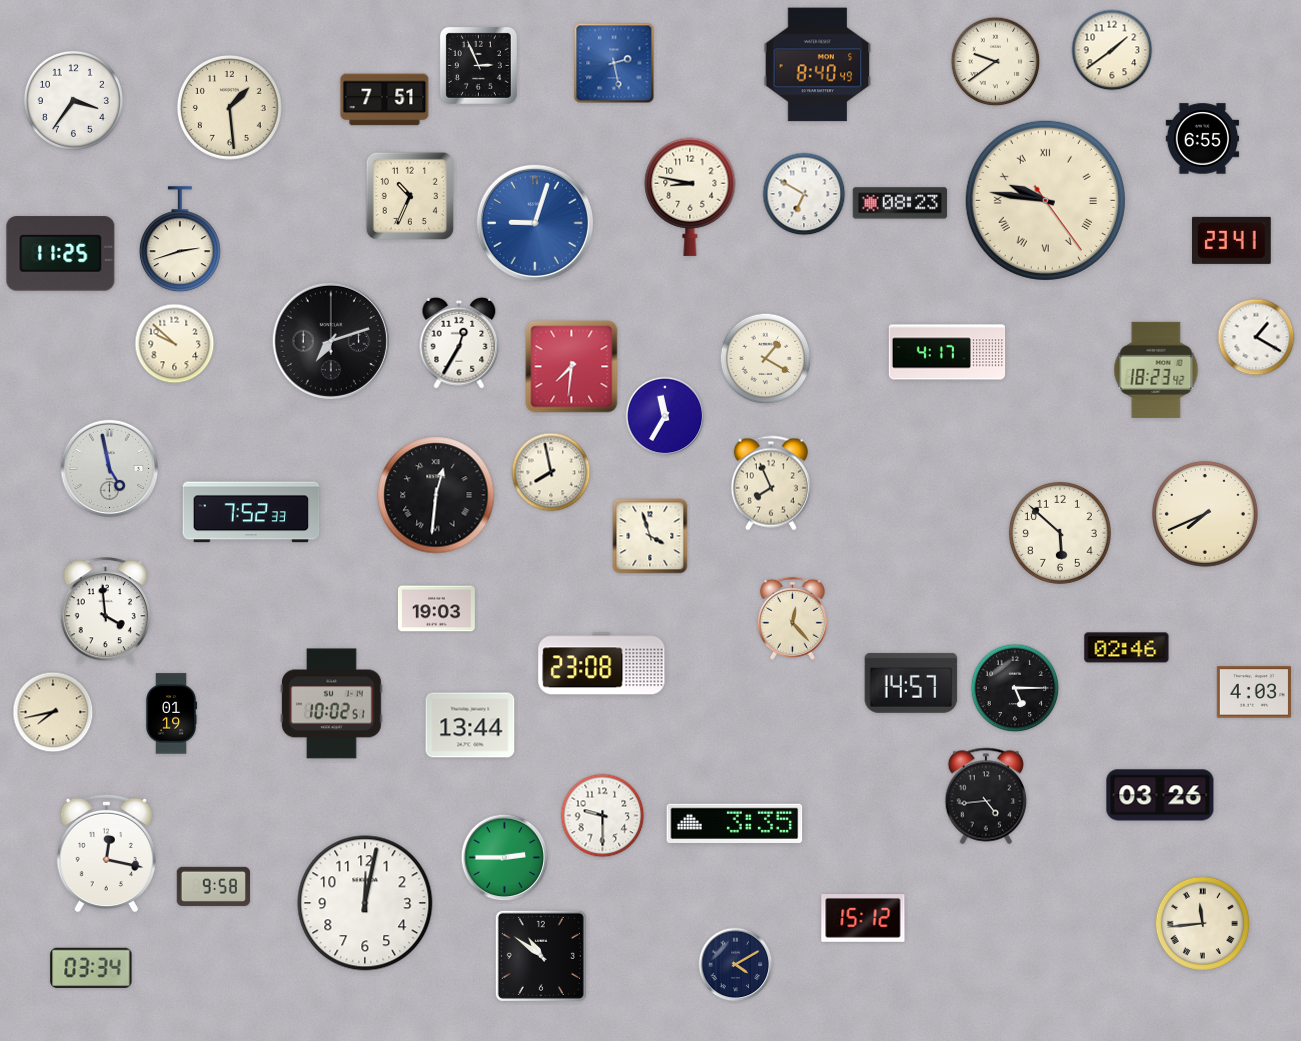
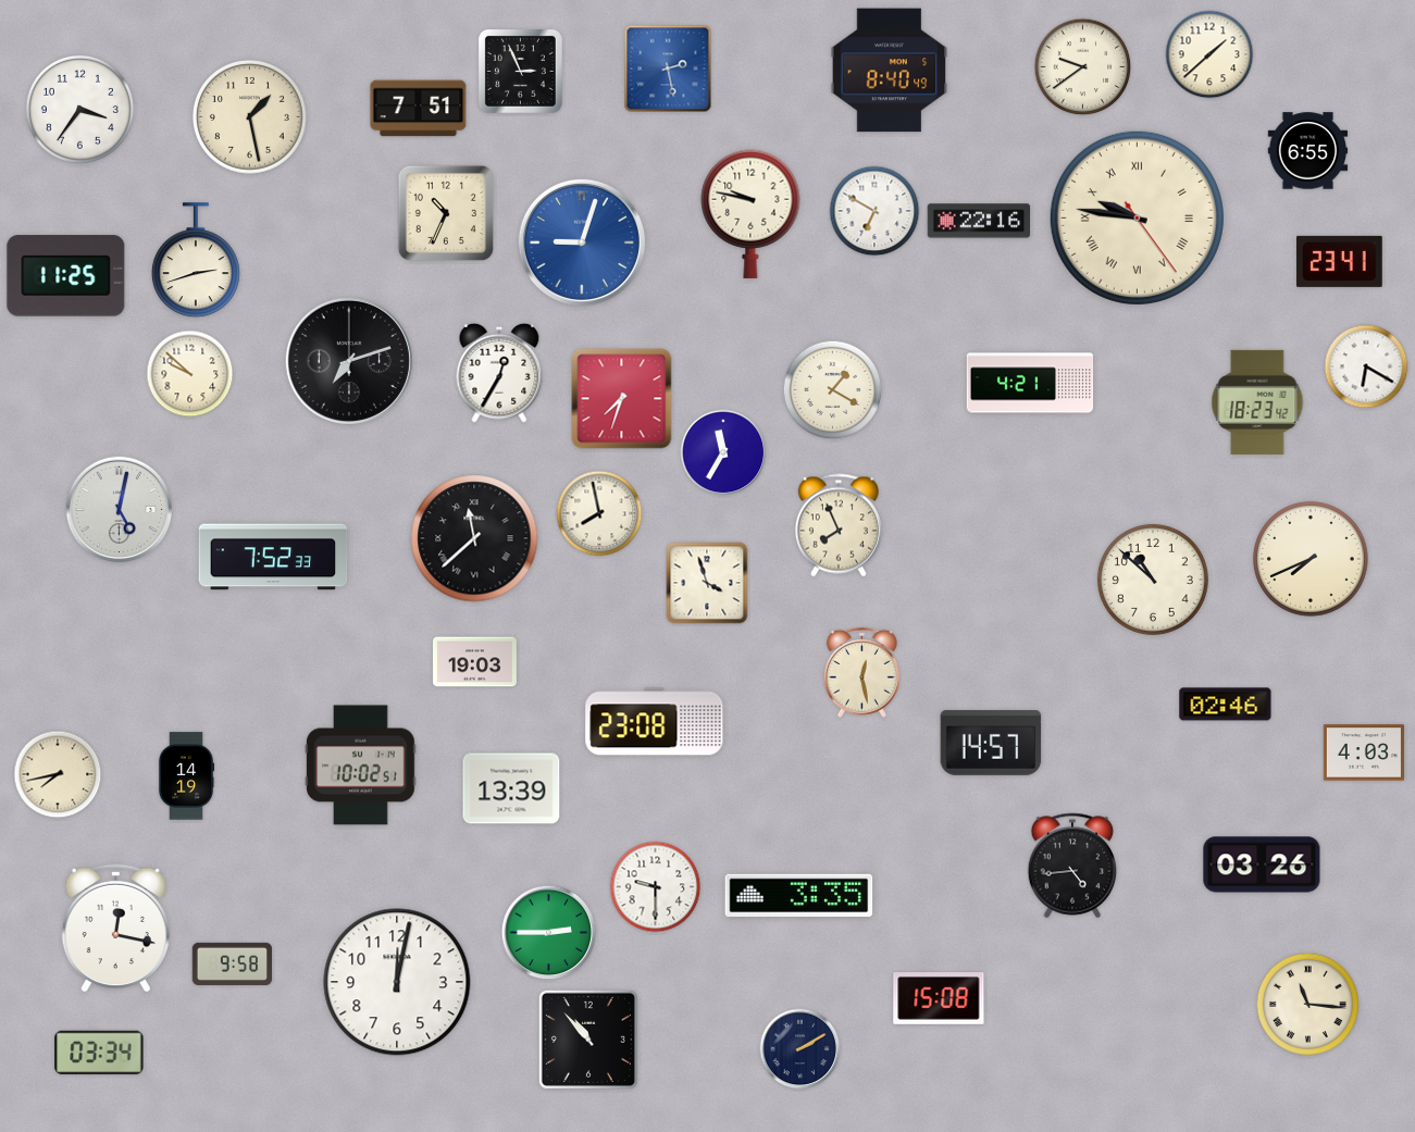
clock at (1112, 50): 1:39 -> 1:38
clock at (229, 107): 1:29 -> 1:28
clock at (690, 197): 8:47 -> 9:47
clock at (900, 203): 08:23 -> 22:16
clock at (1256, 337): 1:20 -> 6:20
clock at (331, 341) position: (331, 341) -> (349, 361)
clock at (947, 352): 4:17 -> 4:21
clock at (572, 367): 7:31 -> 7:33
clock at (110, 469): 4:58 -> 5:02
clock at (436, 495): 12:31 -> 11:38
clock at (1060, 533): 5:52 -> 10:52
clock at (105, 611): 3:59 -> none
clock at (792, 618): 12:23 -> 12:28
clock at (1015, 688): 5:15 -> none
clock at (171, 714): 01:19 -> 14:19
clock at (470, 725): 13:44 -> 13:39
clock at (863, 919): 15:12 -> 15:08
clock at (1202, 923): 11:44 -> 11:16
clock at (541, 956): 10:51 -> 10:53
clock at (736, 965): 4:10 -> 2:10
